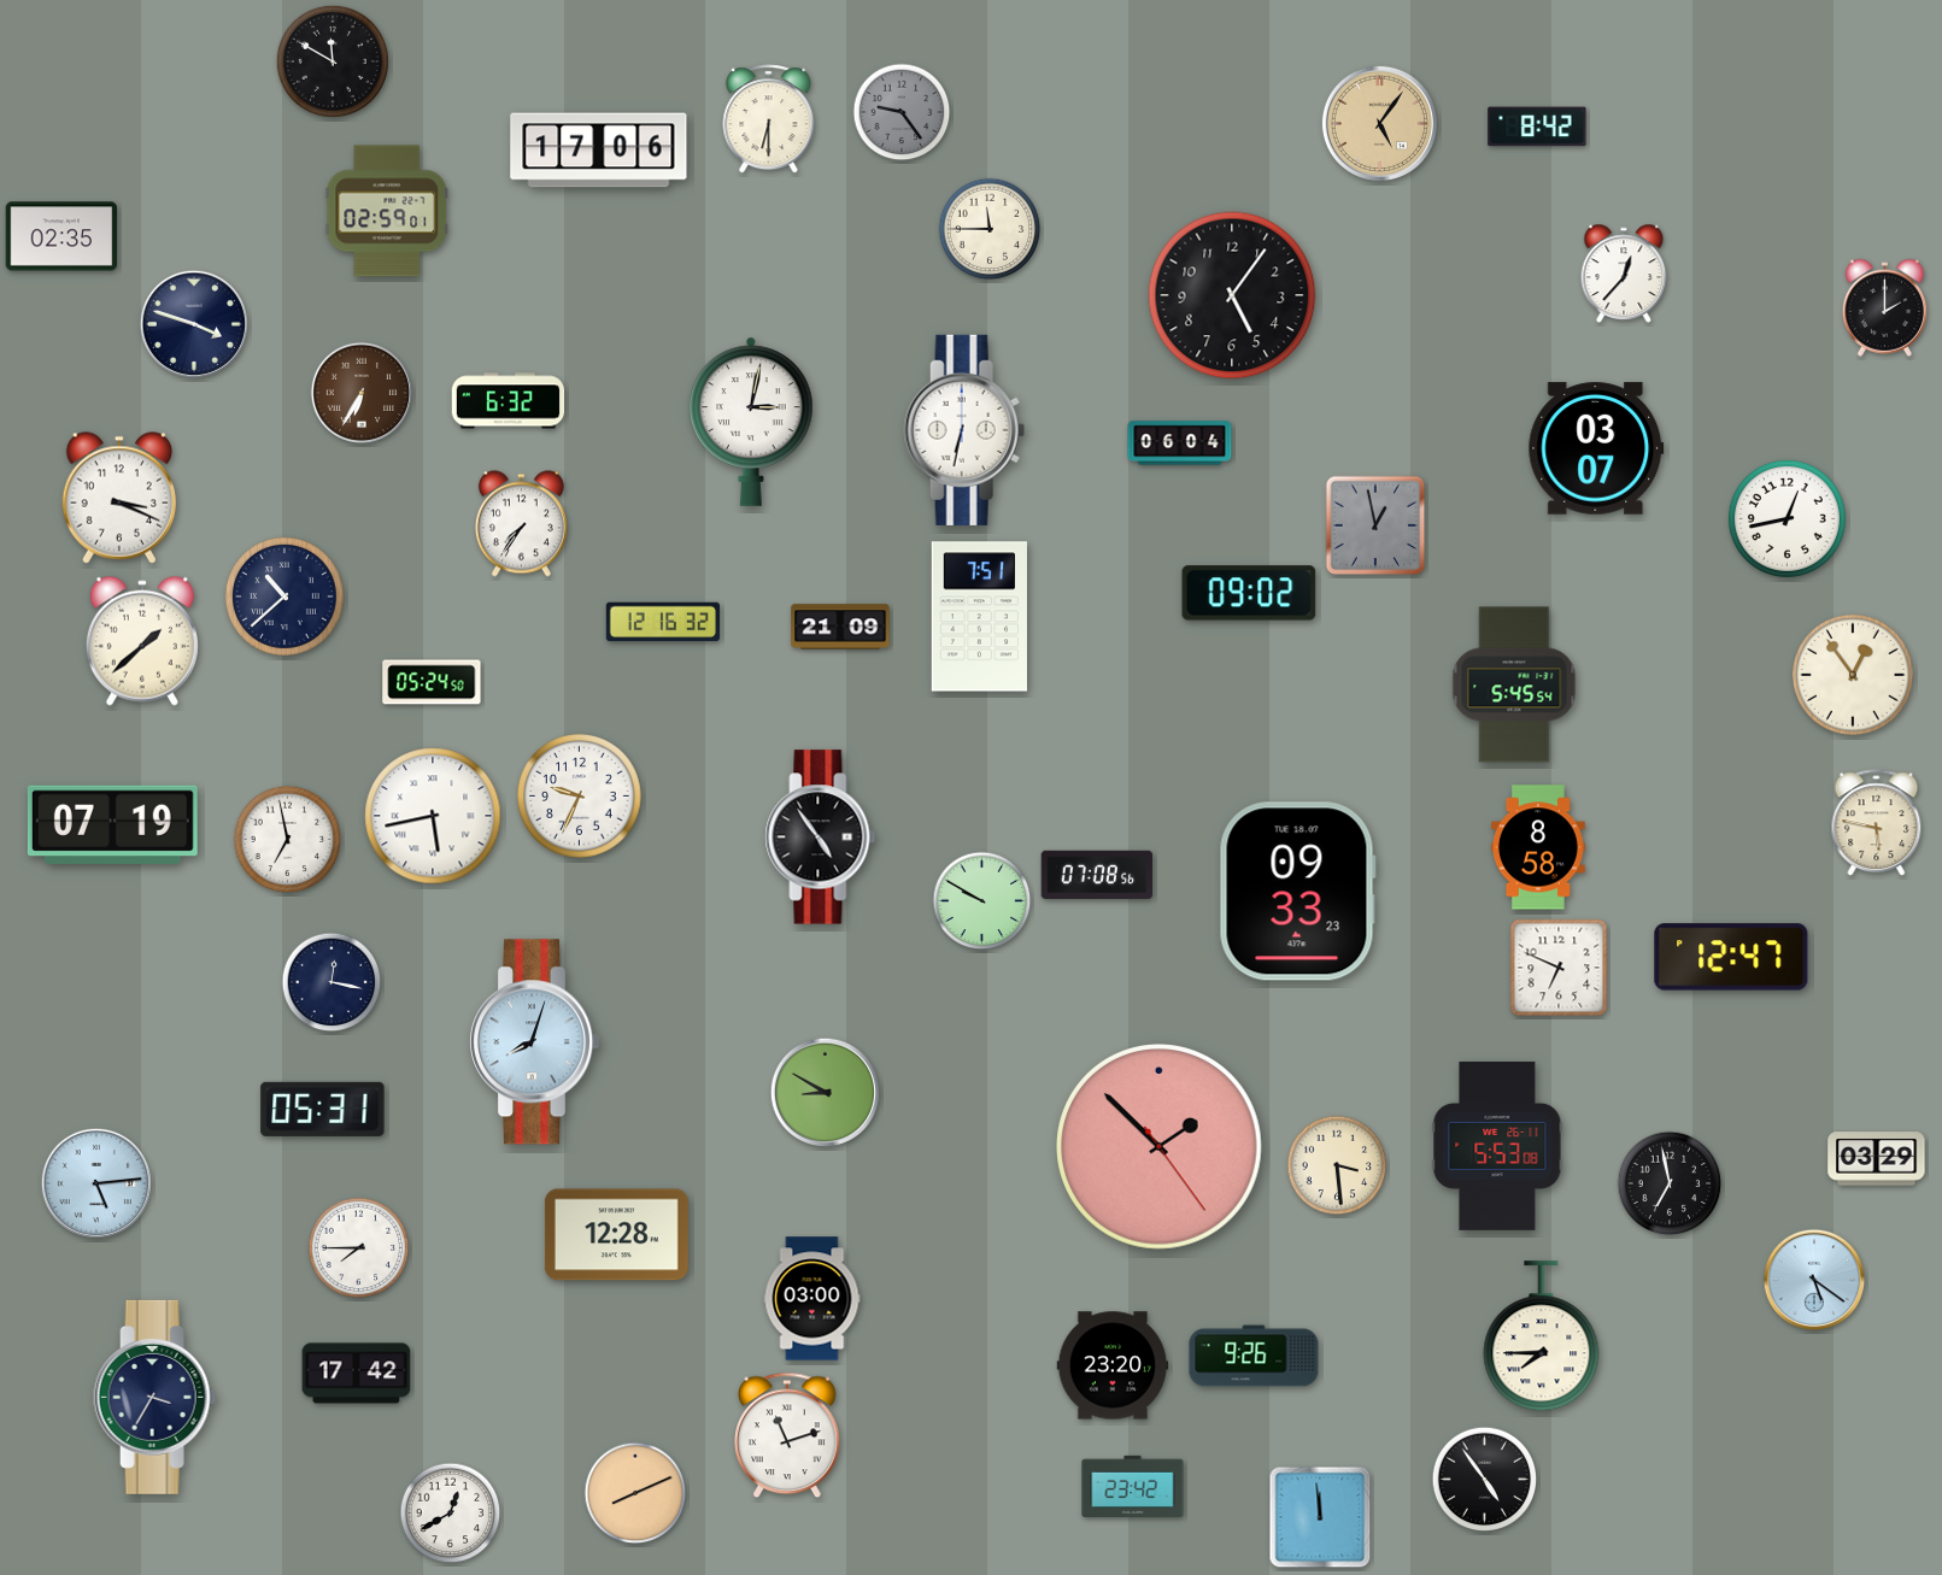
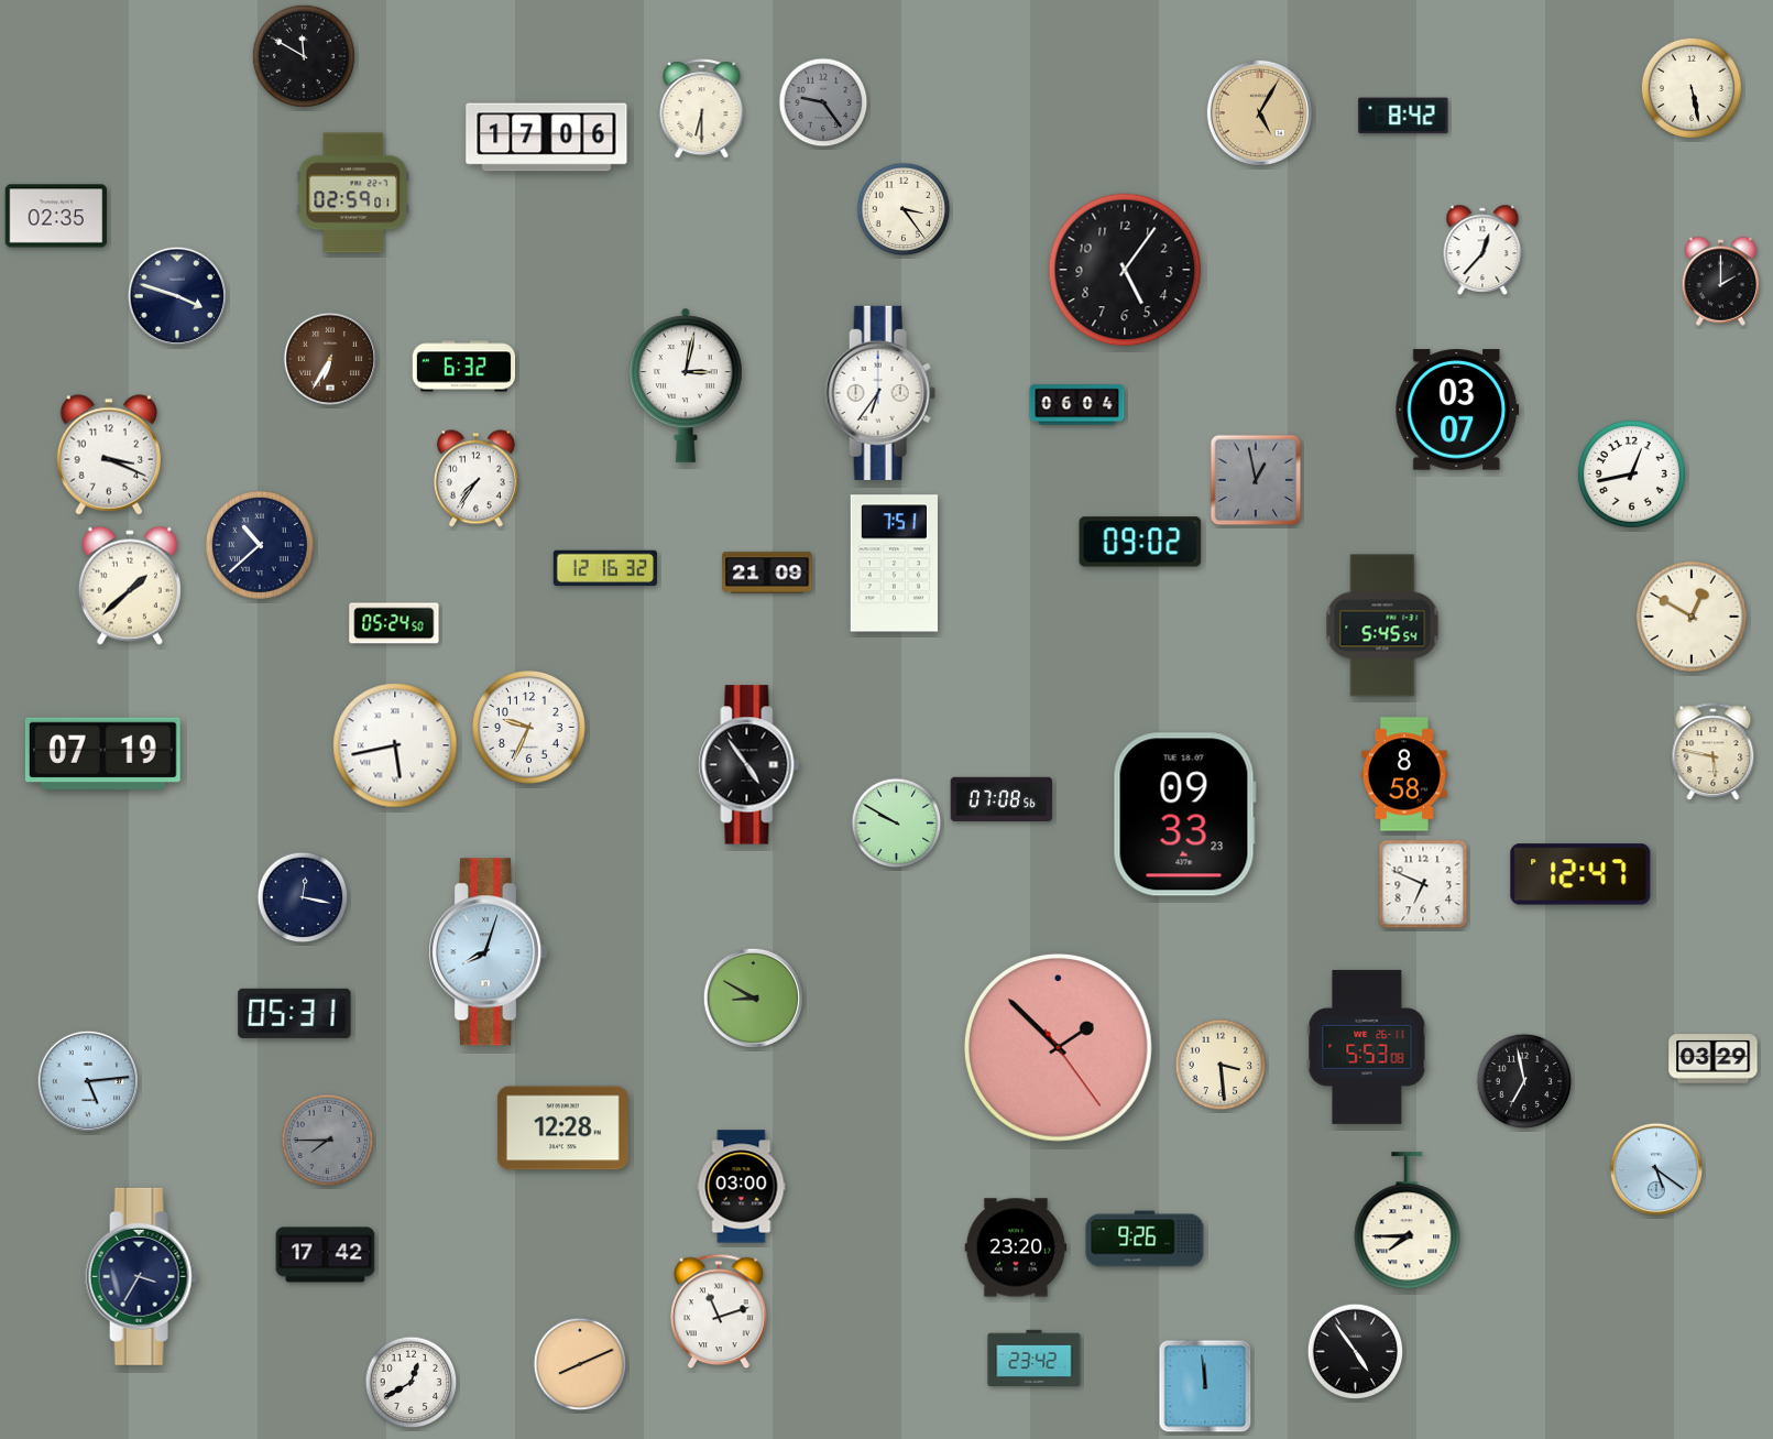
clock at (1692, 88): none -> 5:28
clock at (1379, 123): 5:06 -> 5:05
clock at (990, 229): 11:45 -> 3:24
clock at (964, 430): 6:32 -> 6:36
clock at (1853, 675): 12:54 -> 12:50
clock at (288, 840): 6:58 -> none
clock at (359, 1248) dial: white -> grey
